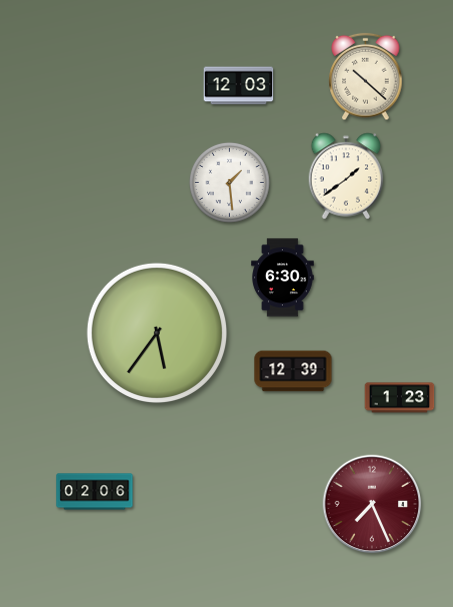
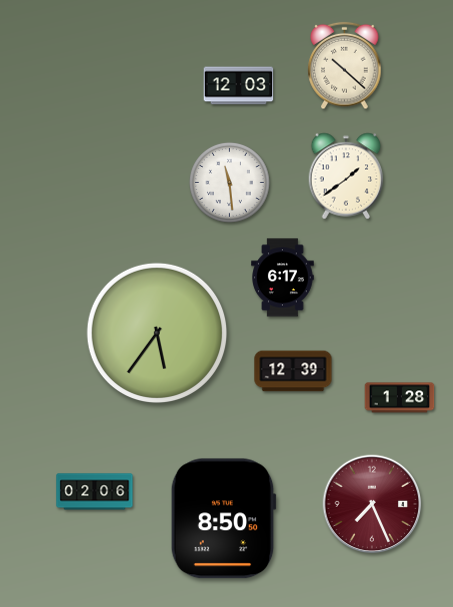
clock at (366, 77) position: (366, 77) -> (345, 66)
clock at (230, 183): 1:29 -> 11:29
clock at (283, 278): 6:30 -> 6:17
clock at (400, 398): 1:23 -> 1:28
clock at (223, 519): none -> 8:50
